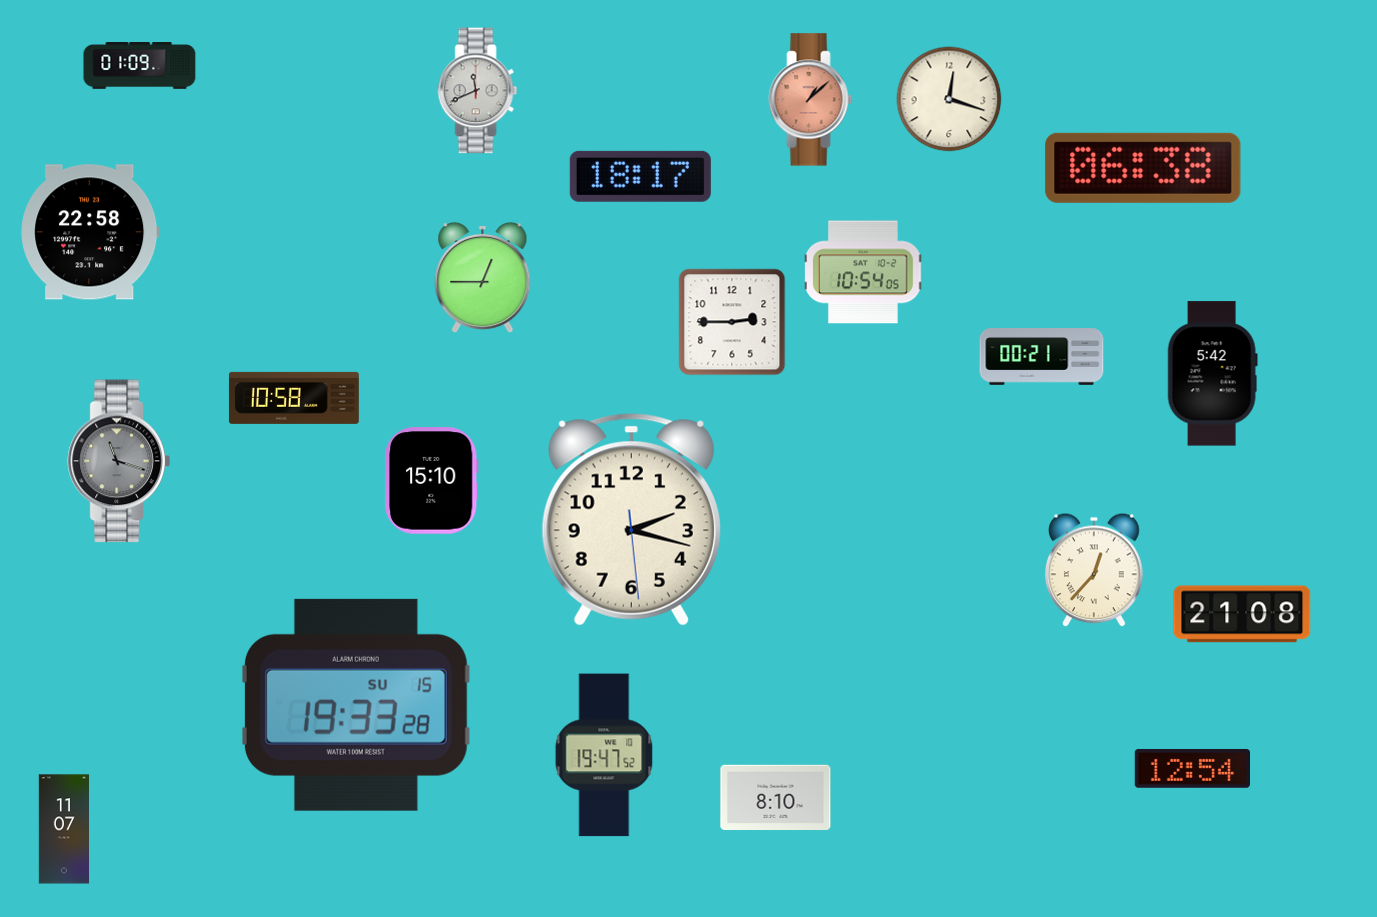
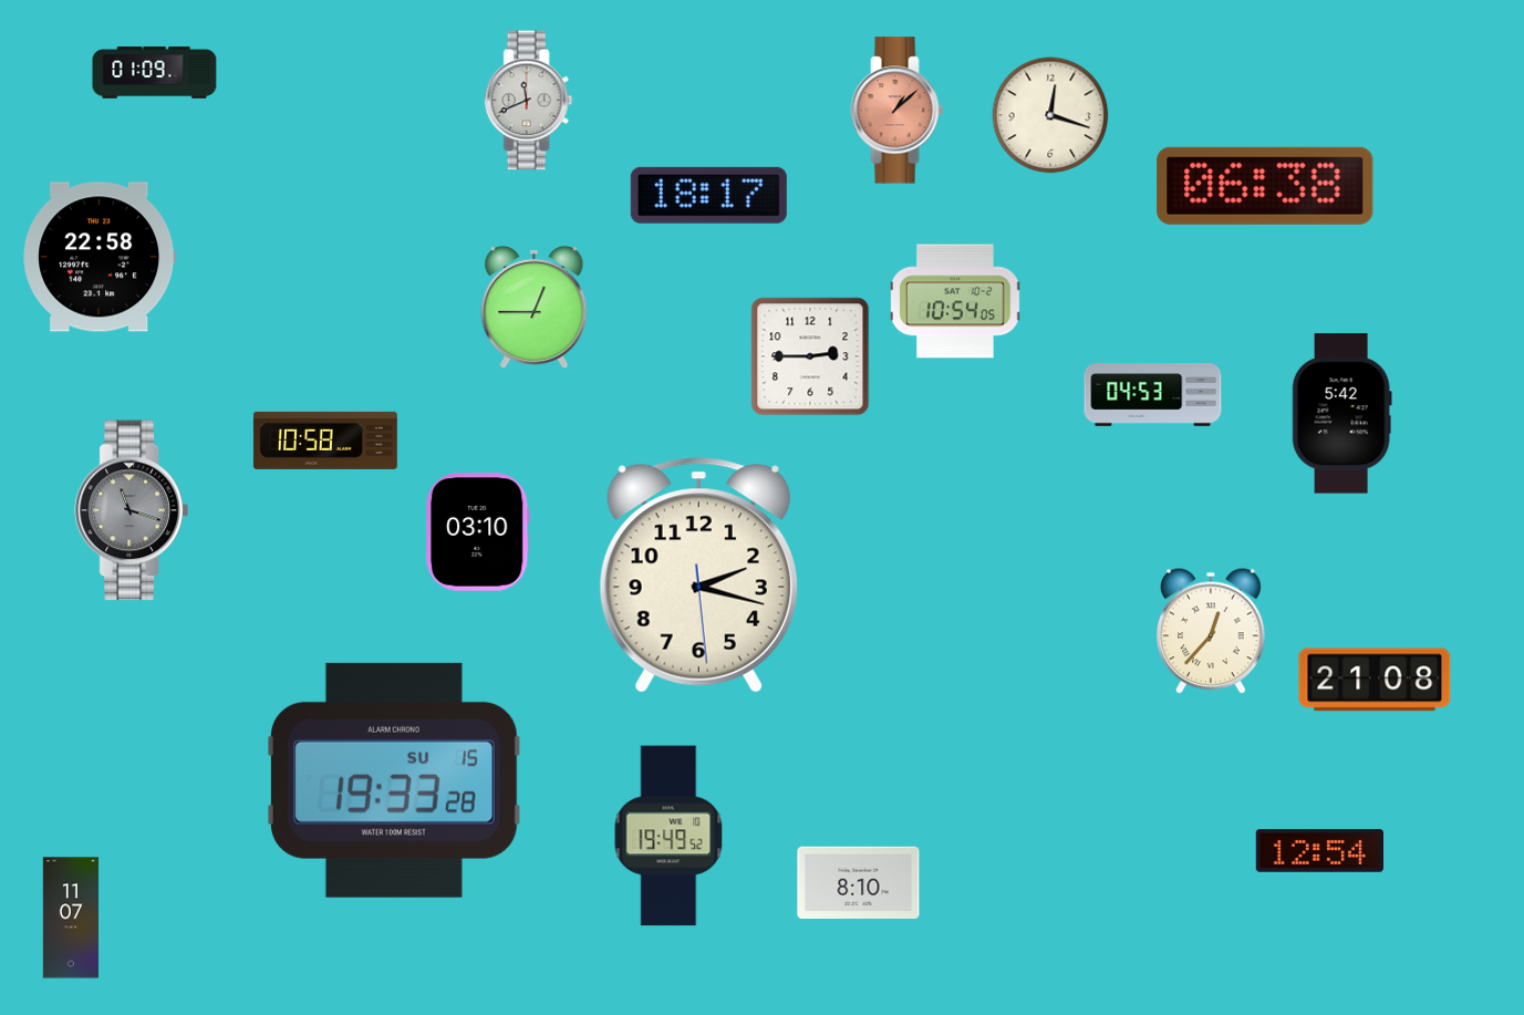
clock at (949, 99) position: (949, 99) -> (1050, 115)
clock at (1042, 357): 00:21 -> 04:53
clock at (432, 481): 15:10 -> 03:10
clock at (604, 755): 19:47 -> 19:49
